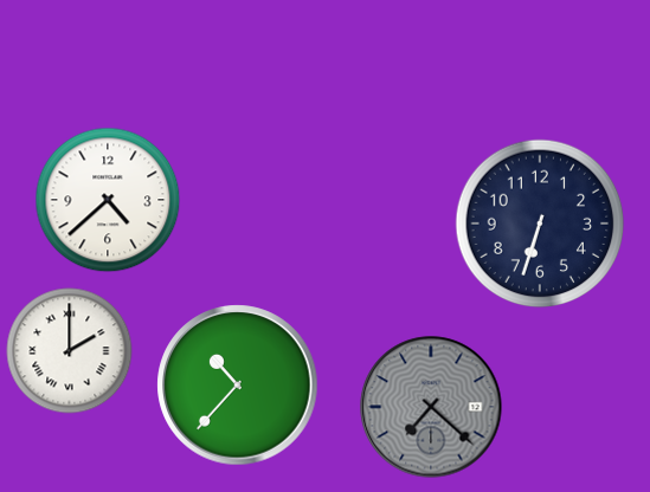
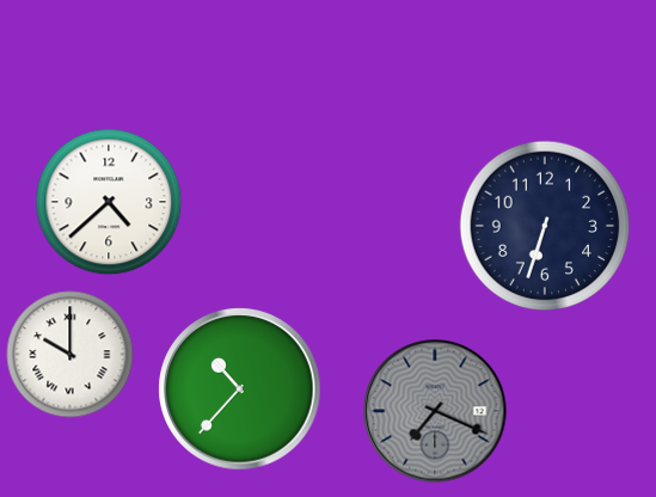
clock at (70, 351): 2:00 -> 10:00
clock at (431, 407): 7:22 -> 7:19
